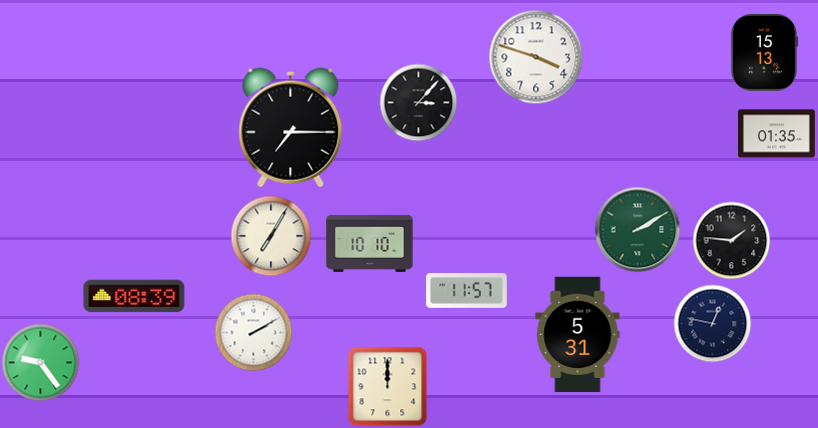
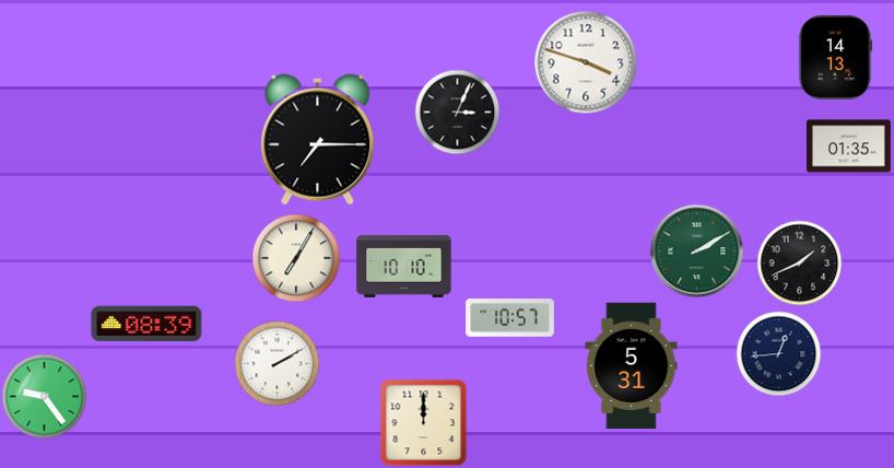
clock at (764, 52): 15:13 -> 14:13
clock at (418, 102): 3:07 -> 3:04
clock at (731, 240): 1:46 -> 1:41
clock at (467, 291): 11:57 -> 10:57
clock at (712, 323): 12:47 -> 12:44
